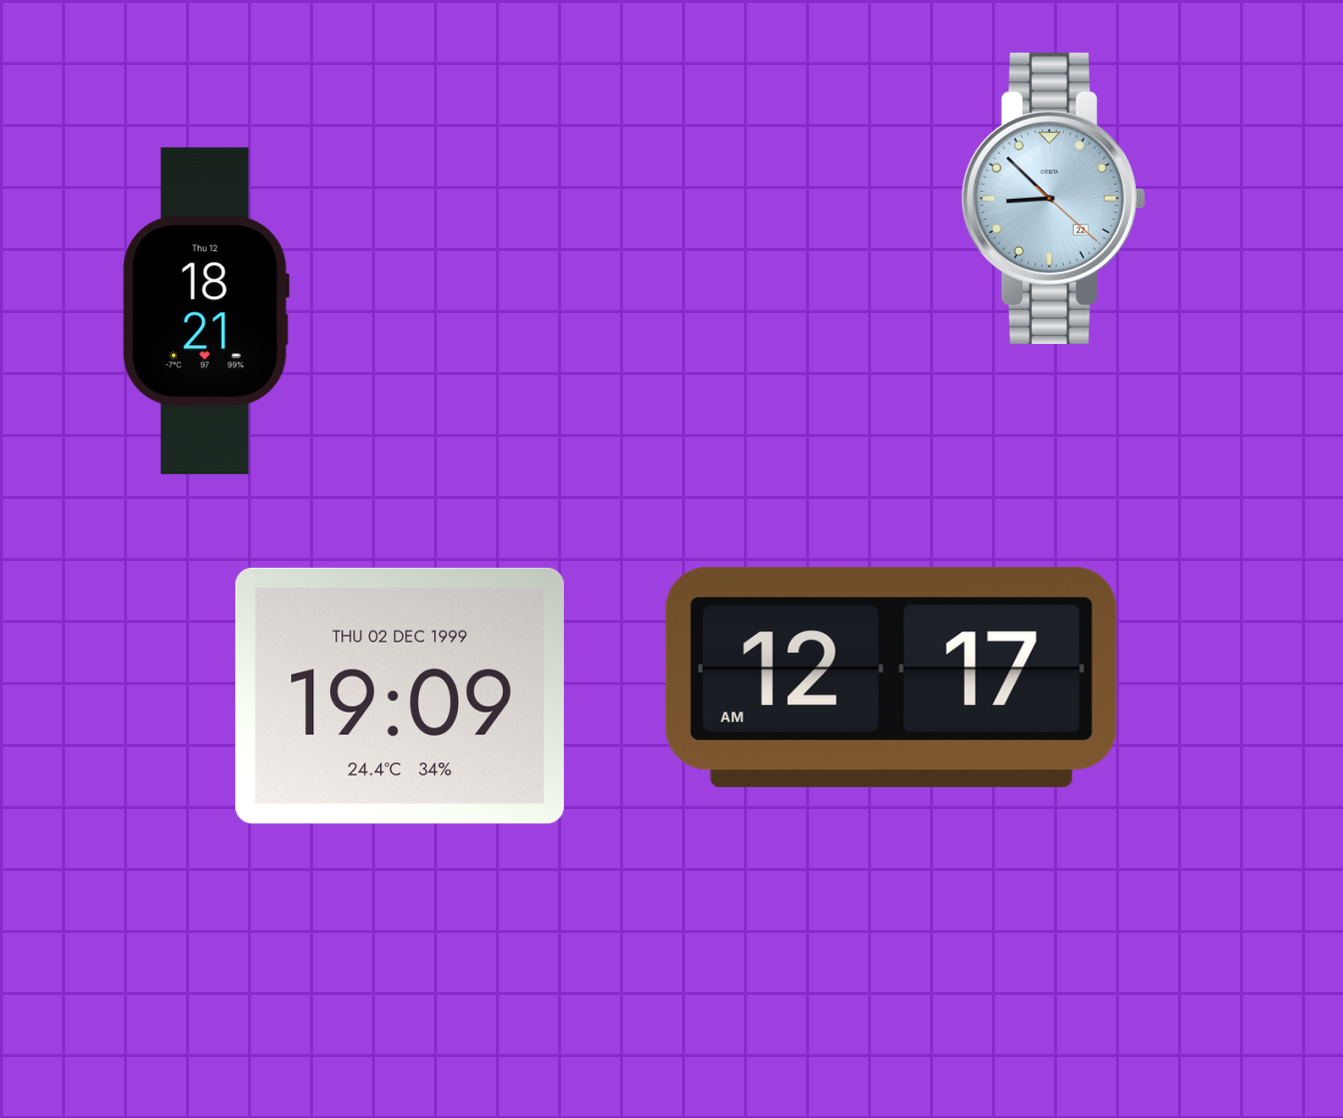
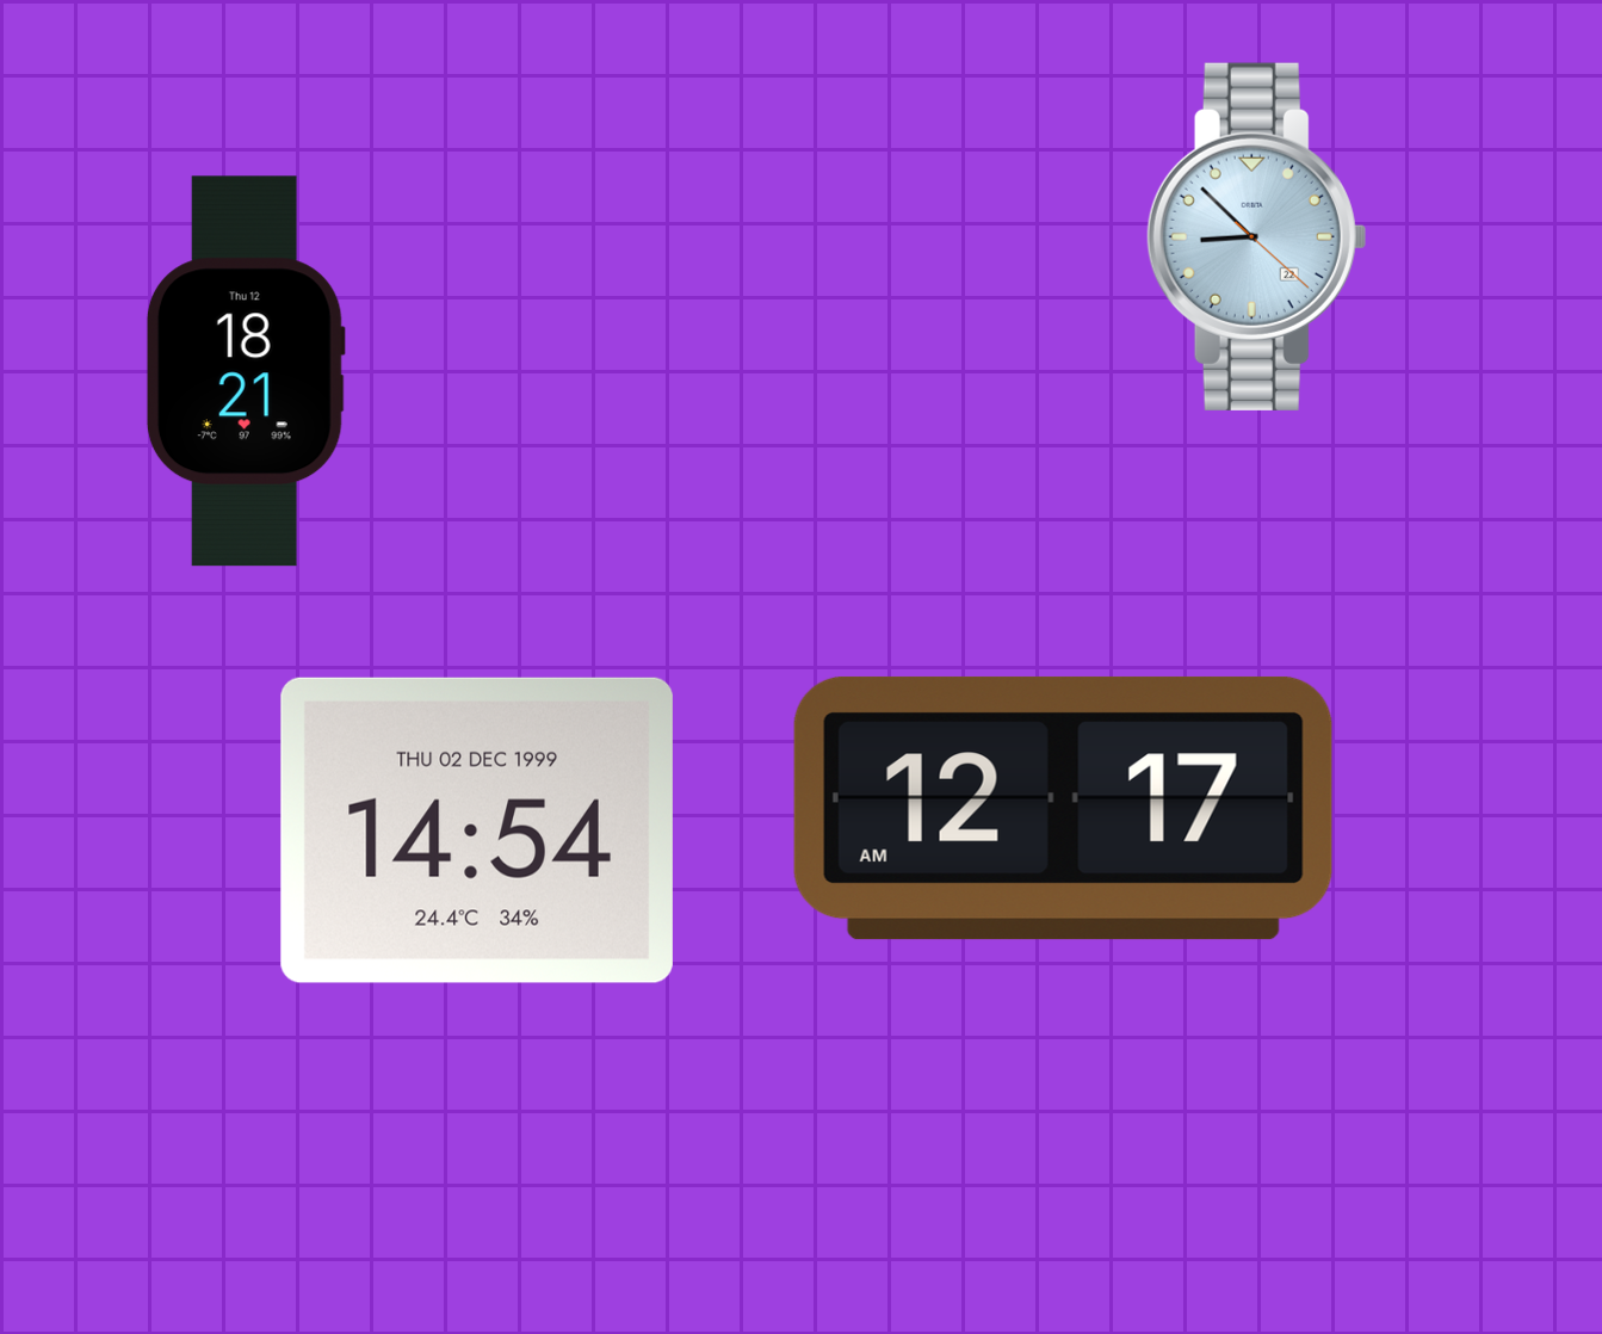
clock at (400, 696): 19:09 -> 14:54
